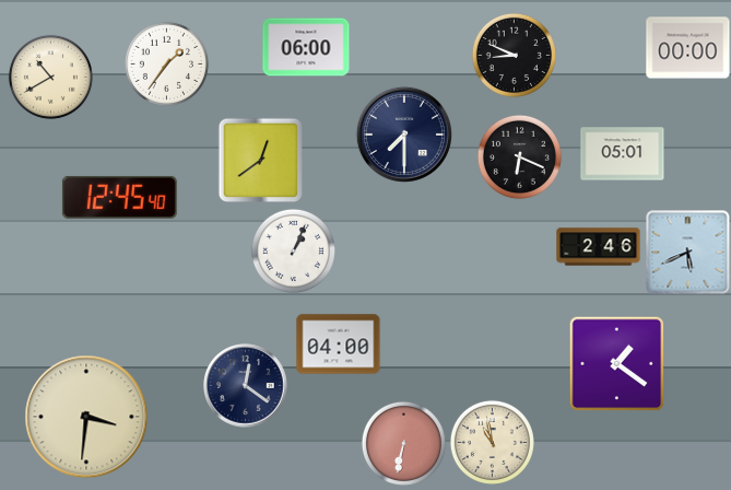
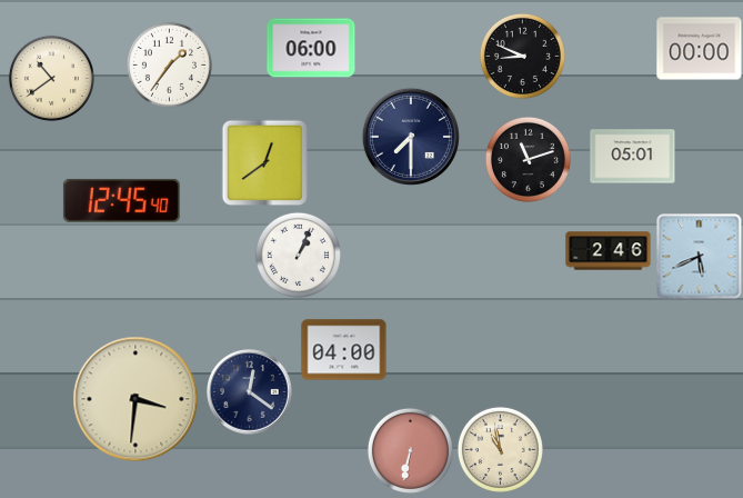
clock at (50, 77): 10:40 -> 10:39
clock at (519, 156): 6:19 -> 11:12
clock at (616, 363): 1:21 -> none
clock at (86, 417) position: (86, 417) -> (135, 399)
